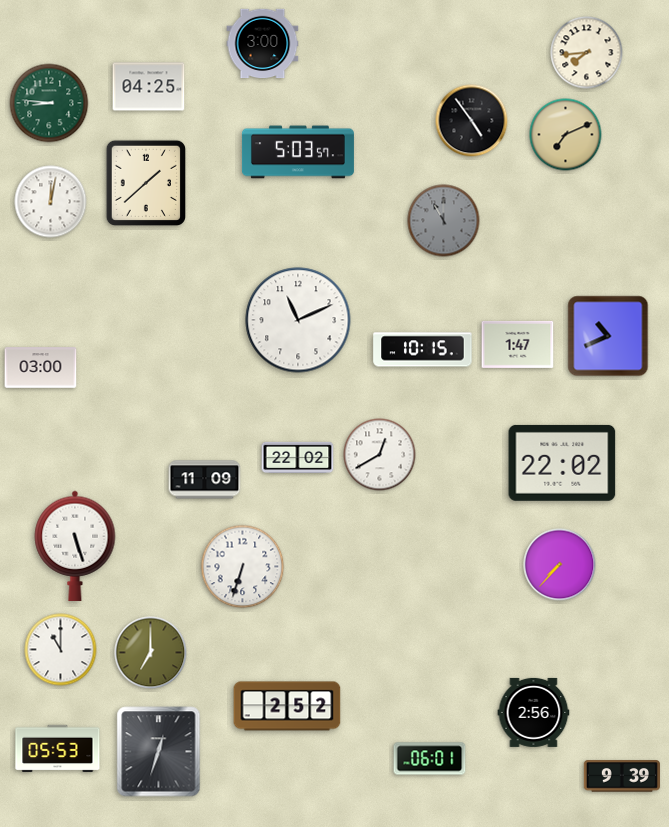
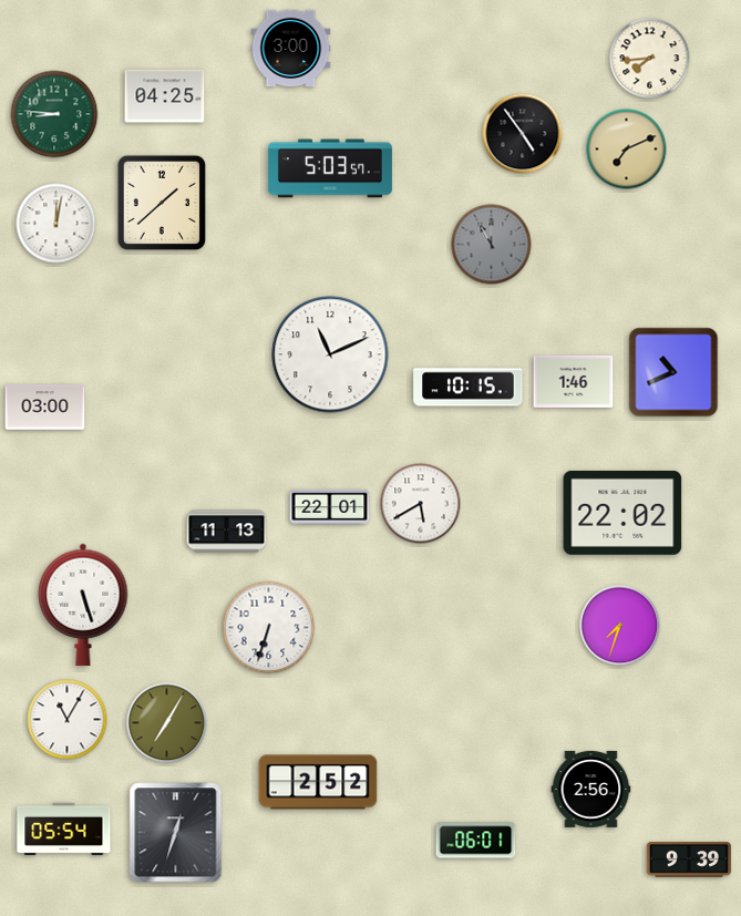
clock at (518, 344): 1:47 -> 1:46
clock at (380, 455): 12:40 -> 5:40
clock at (298, 457): 22:02 -> 22:01
clock at (205, 480): 11:09 -> 11:13
clock at (560, 565): 7:37 -> 7:33
clock at (61, 650): 11:00 -> 11:05
clock at (151, 653): 7:00 -> 7:05
clock at (58, 749): 05:53 -> 05:54
